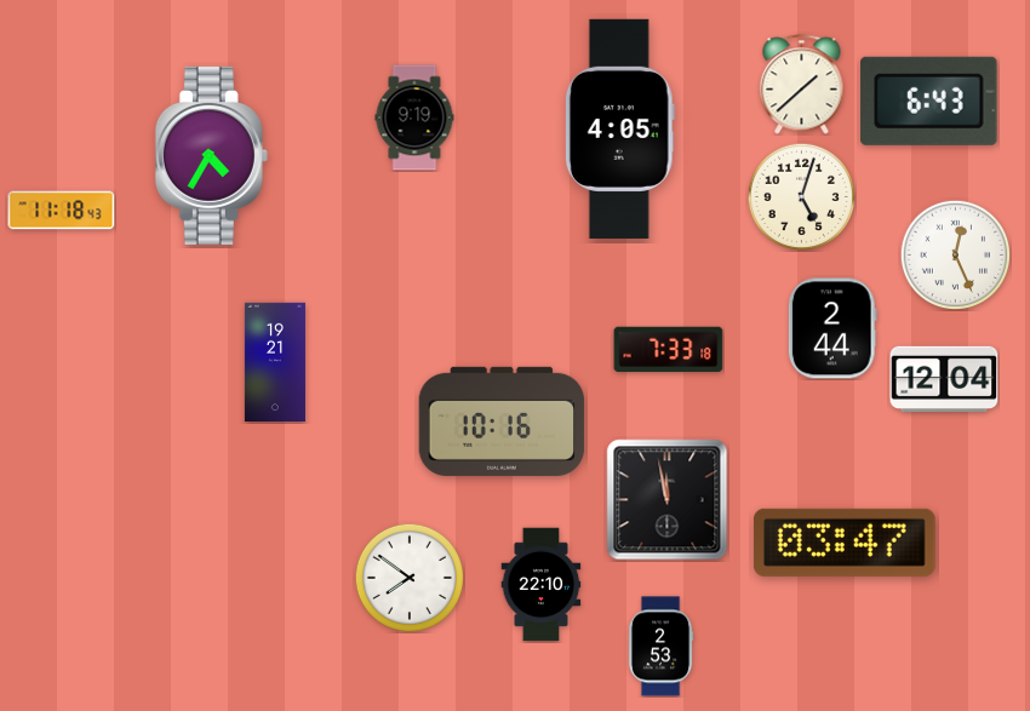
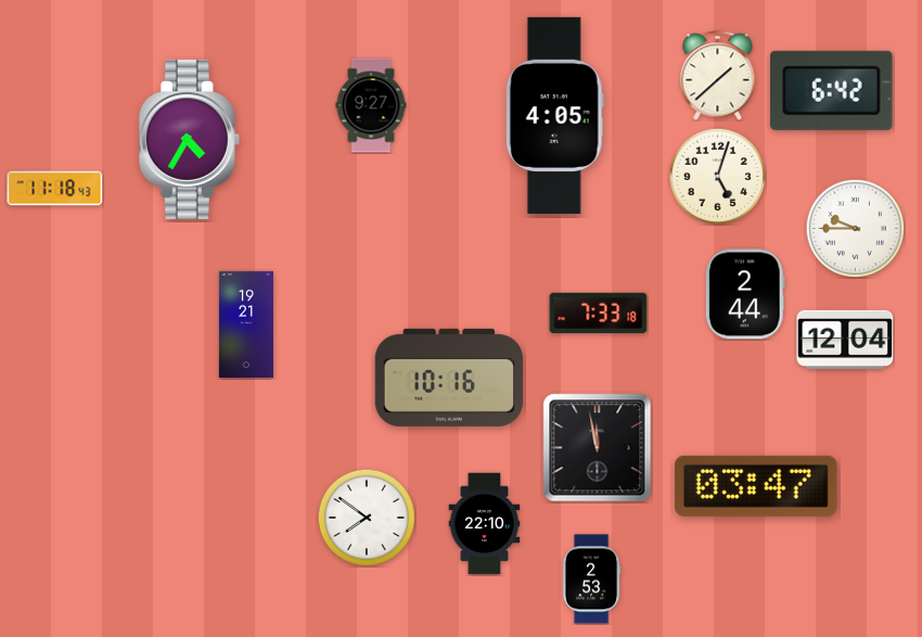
clock at (929, 101): 6:43 -> 6:42
clock at (414, 117): 9:19 -> 9:27
clock at (955, 254): 12:26 -> 9:45
